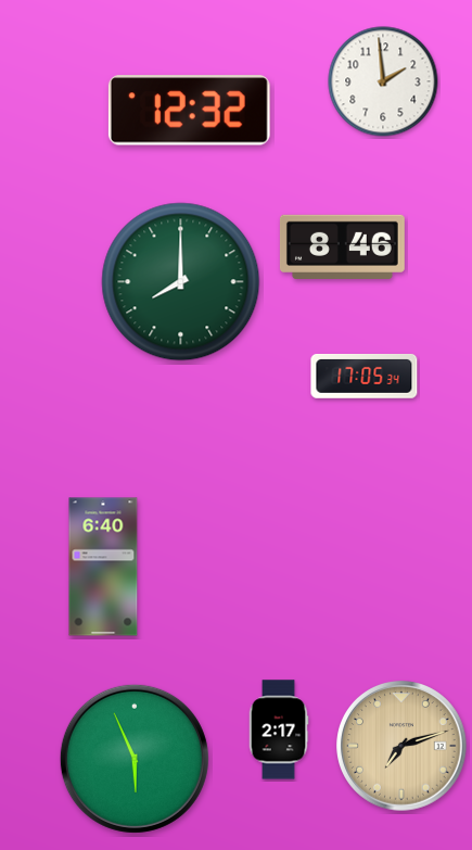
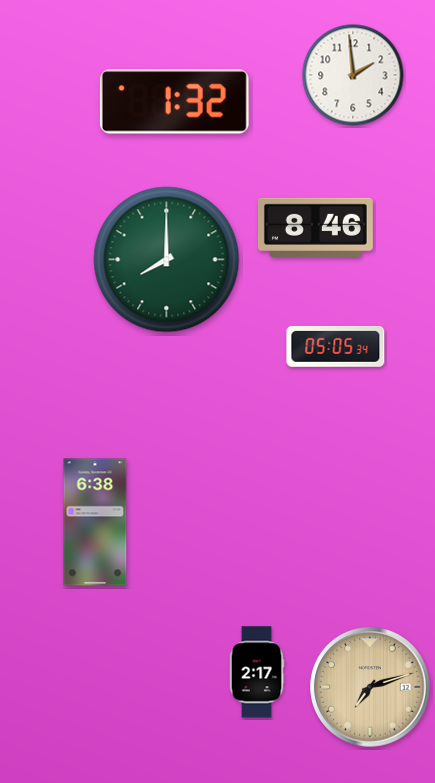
clock at (189, 111): 12:32 -> 1:32
clock at (365, 377): 17:05 -> 05:05
clock at (103, 567): 6:40 -> 6:38
clock at (135, 759): 5:56 -> none
